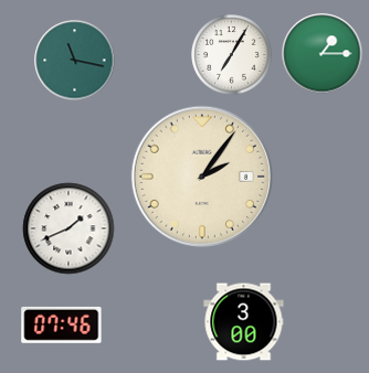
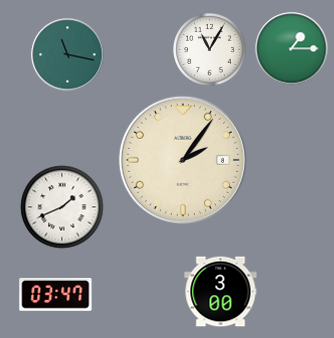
clock at (232, 55): 7:05 -> 11:05
clock at (62, 324): 07:46 -> 03:47
